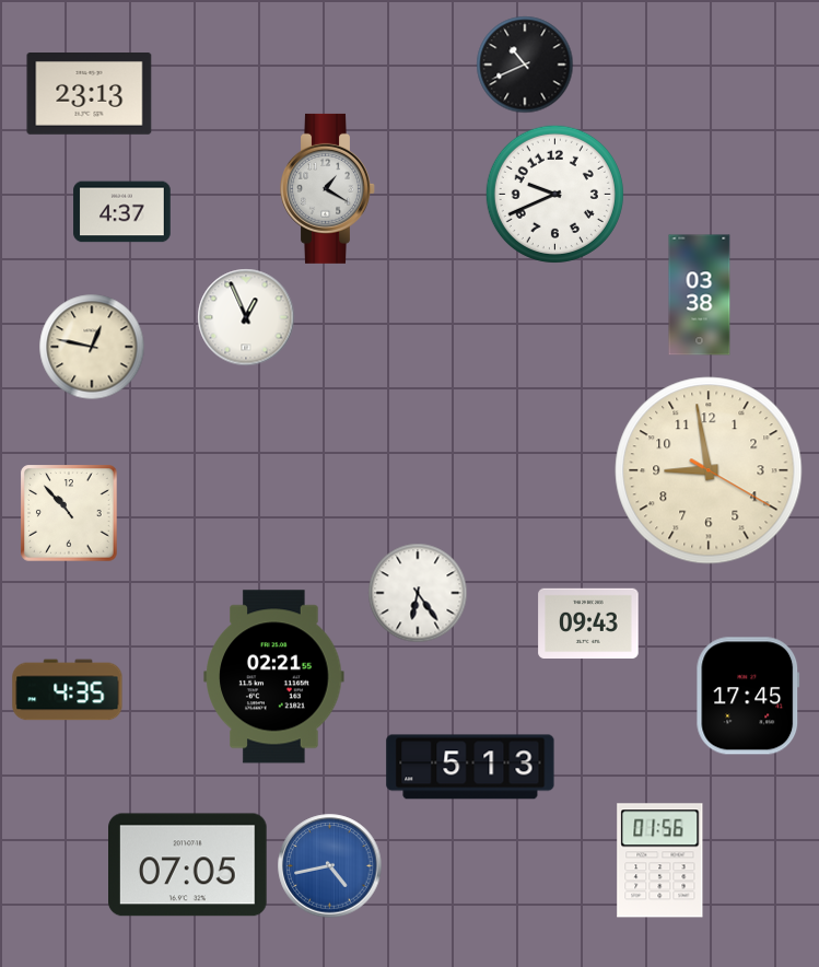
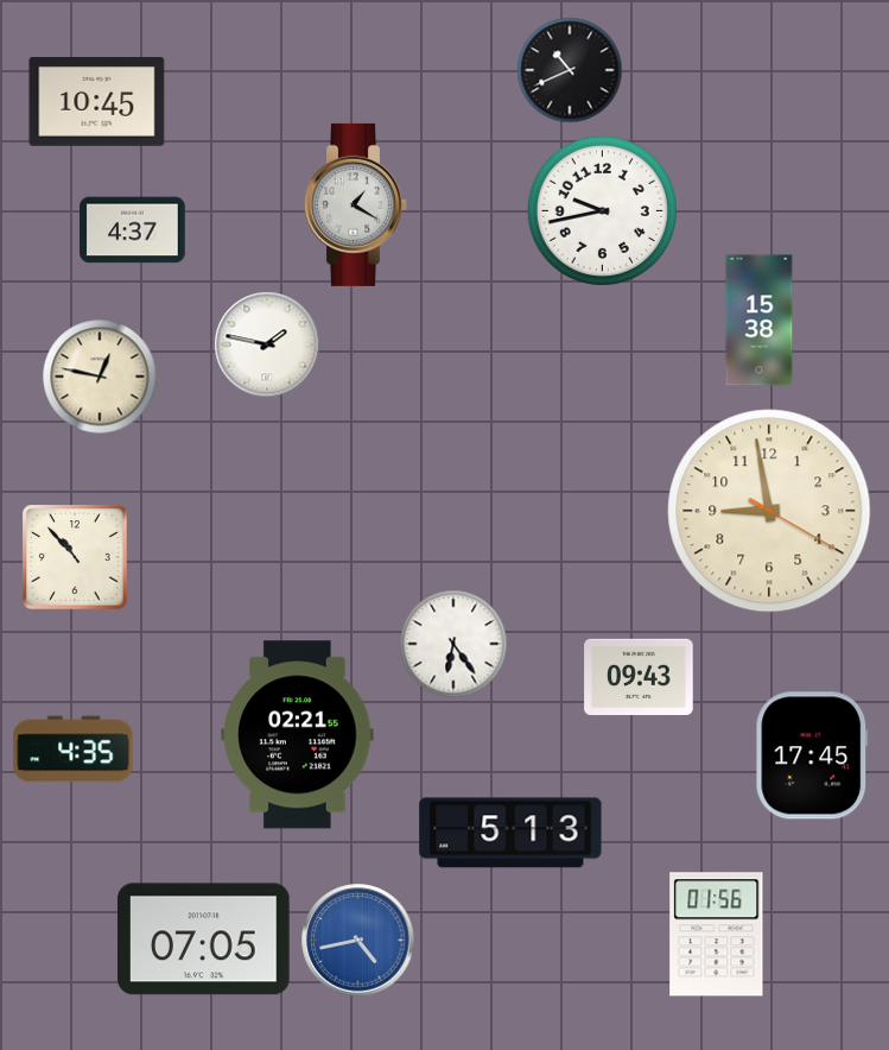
clock at (90, 94): 23:13 -> 10:45
clock at (554, 194): 9:41 -> 9:43
clock at (700, 295): 03:38 -> 15:38
clock at (246, 317): 12:56 -> 1:47
